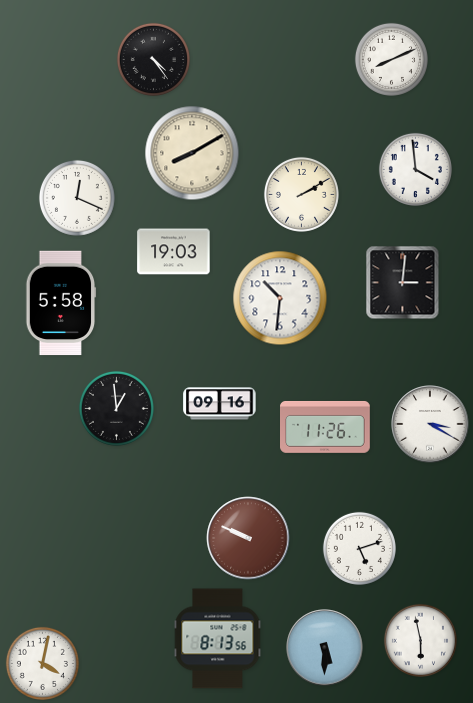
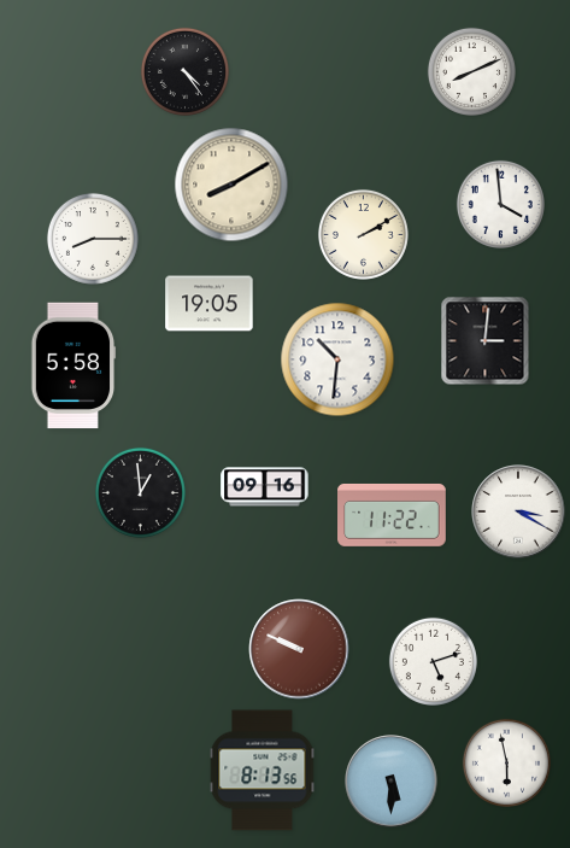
clock at (77, 198): 12:19 -> 8:15
clock at (174, 252): 19:03 -> 19:05
clock at (326, 427): 11:26 -> 11:22
clock at (420, 640) position: (420, 640) -> (506, 762)
clock at (42, 663): 4:02 -> none
